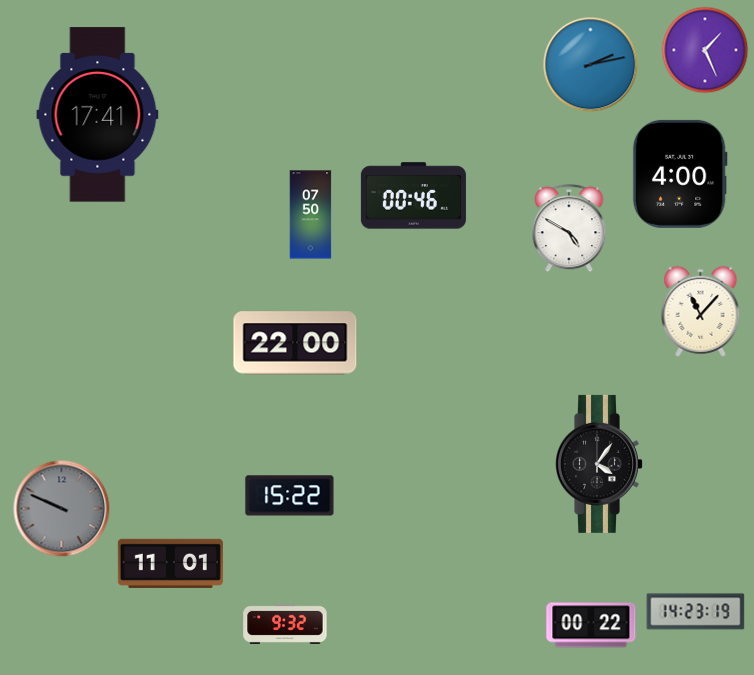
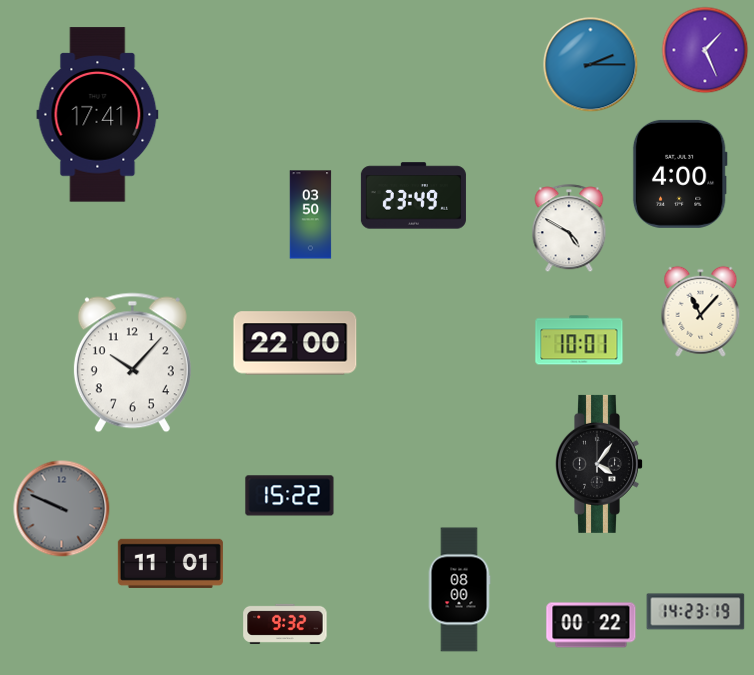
clock at (591, 65): 2:13 -> 2:15
clock at (413, 196): 00:46 -> 23:49
clock at (311, 215): 07:50 -> 03:50
clock at (579, 340): none -> 10:01
clock at (132, 363): none -> 10:07
clock at (459, 590): none -> 08:00
